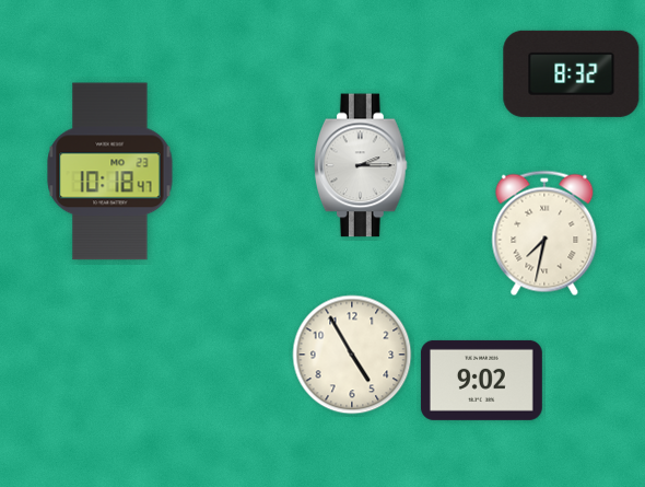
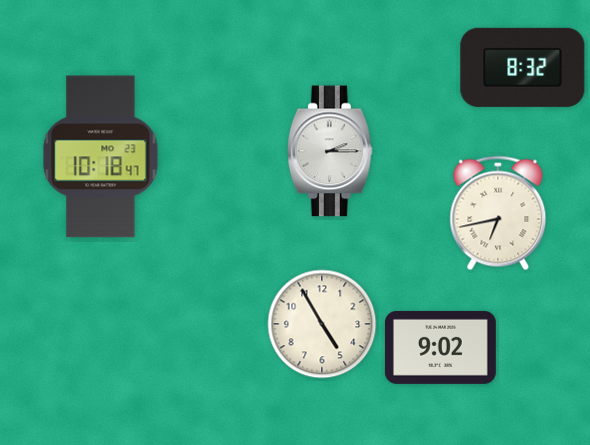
clock at (544, 233): 7:32 -> 6:43
